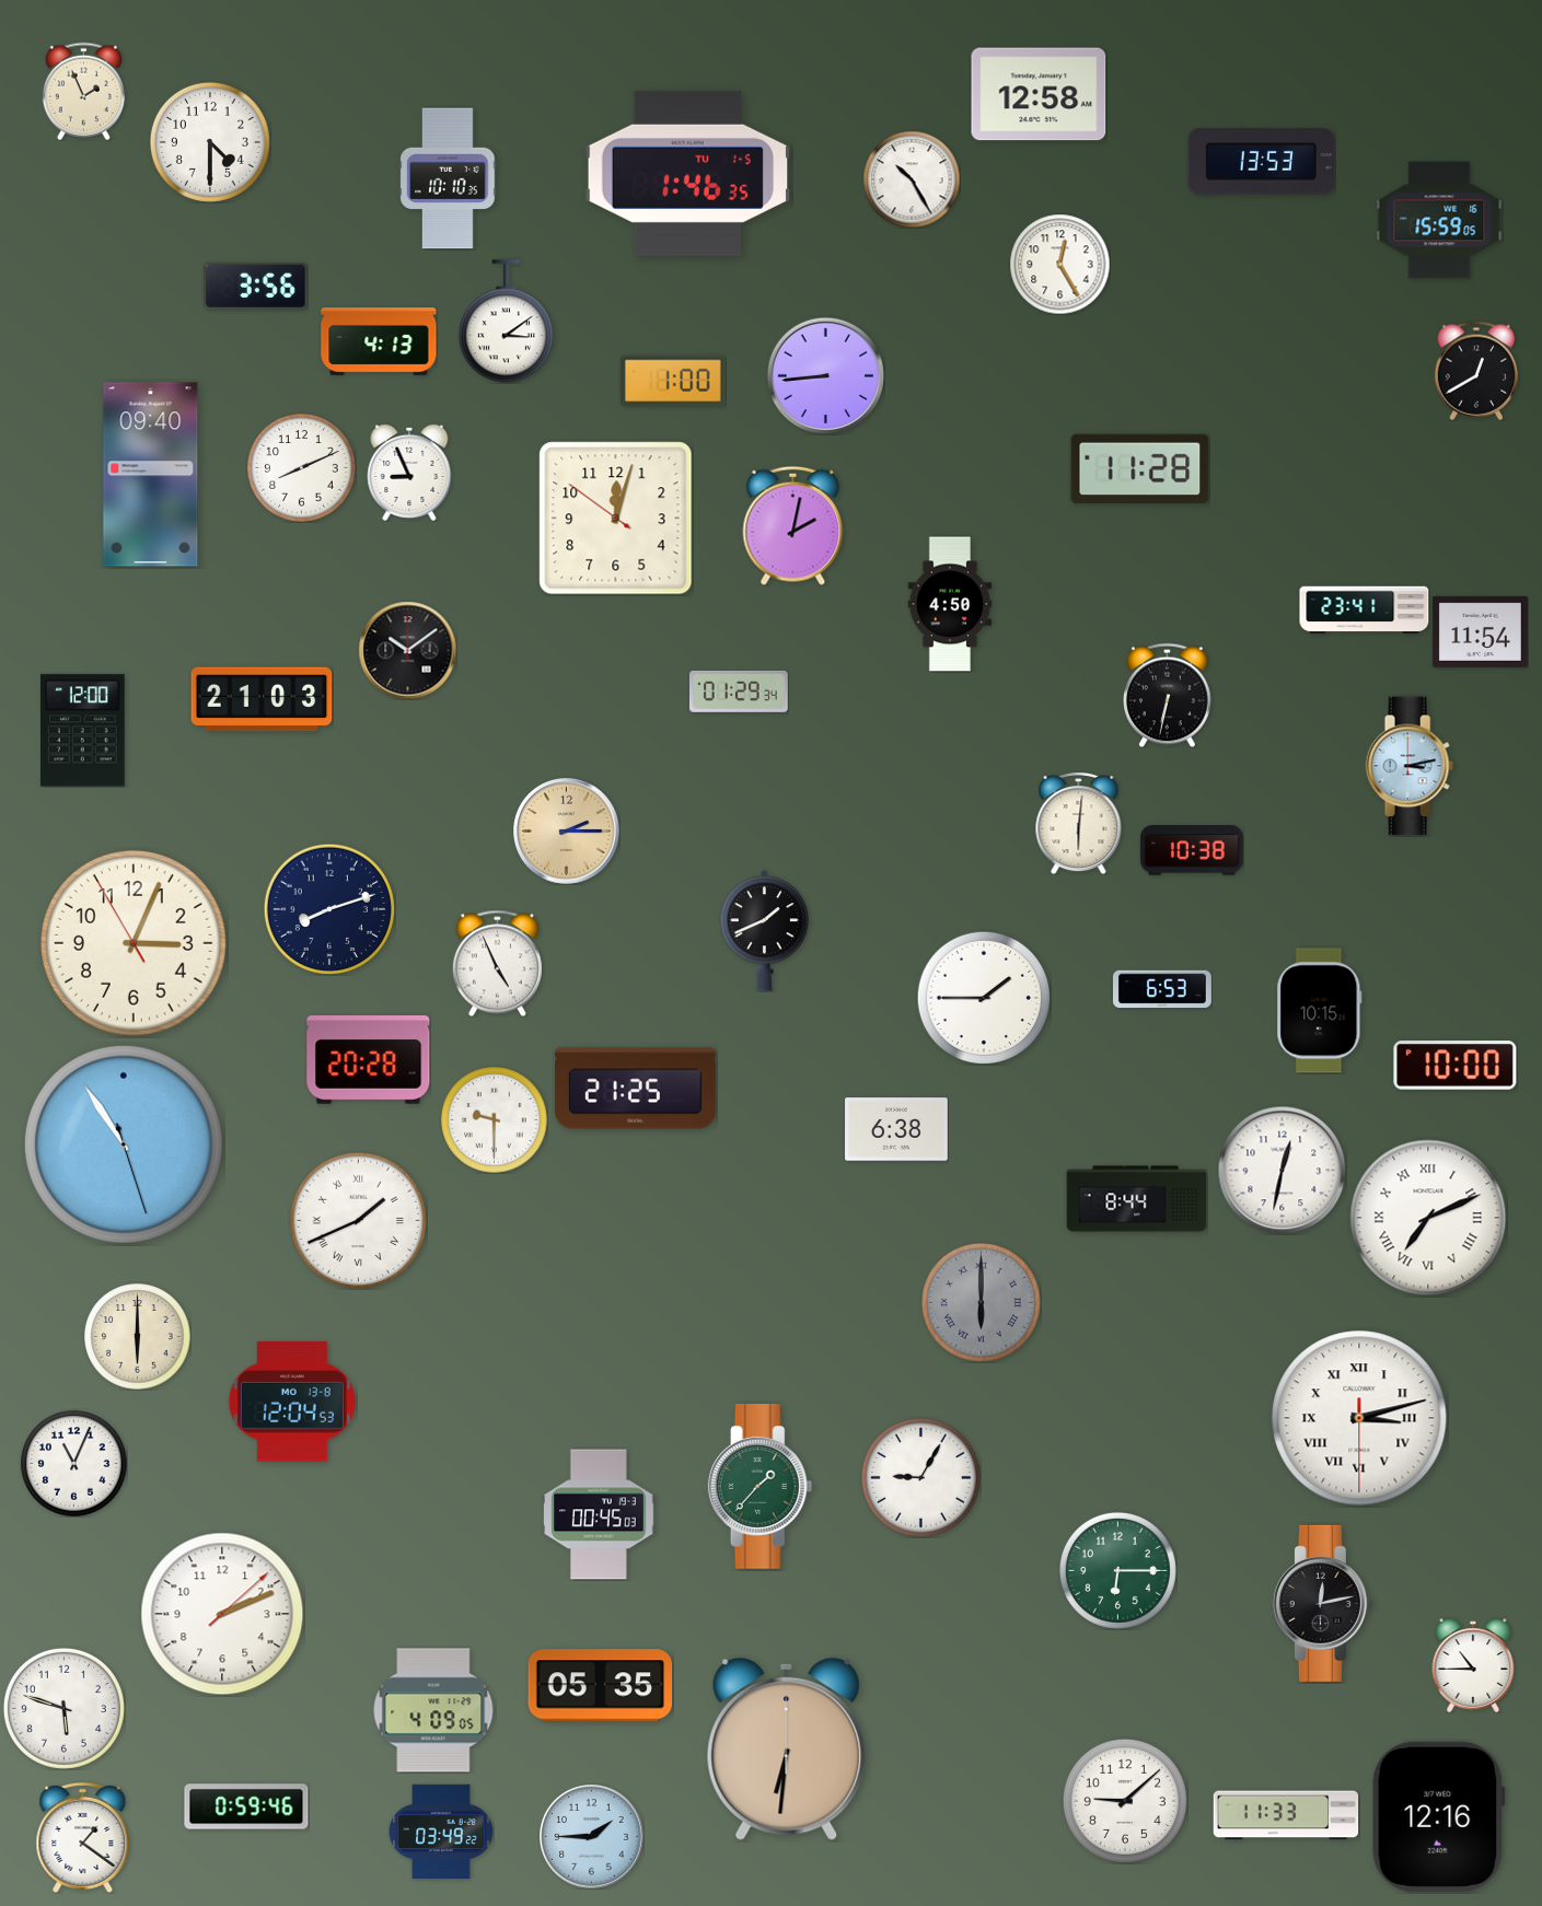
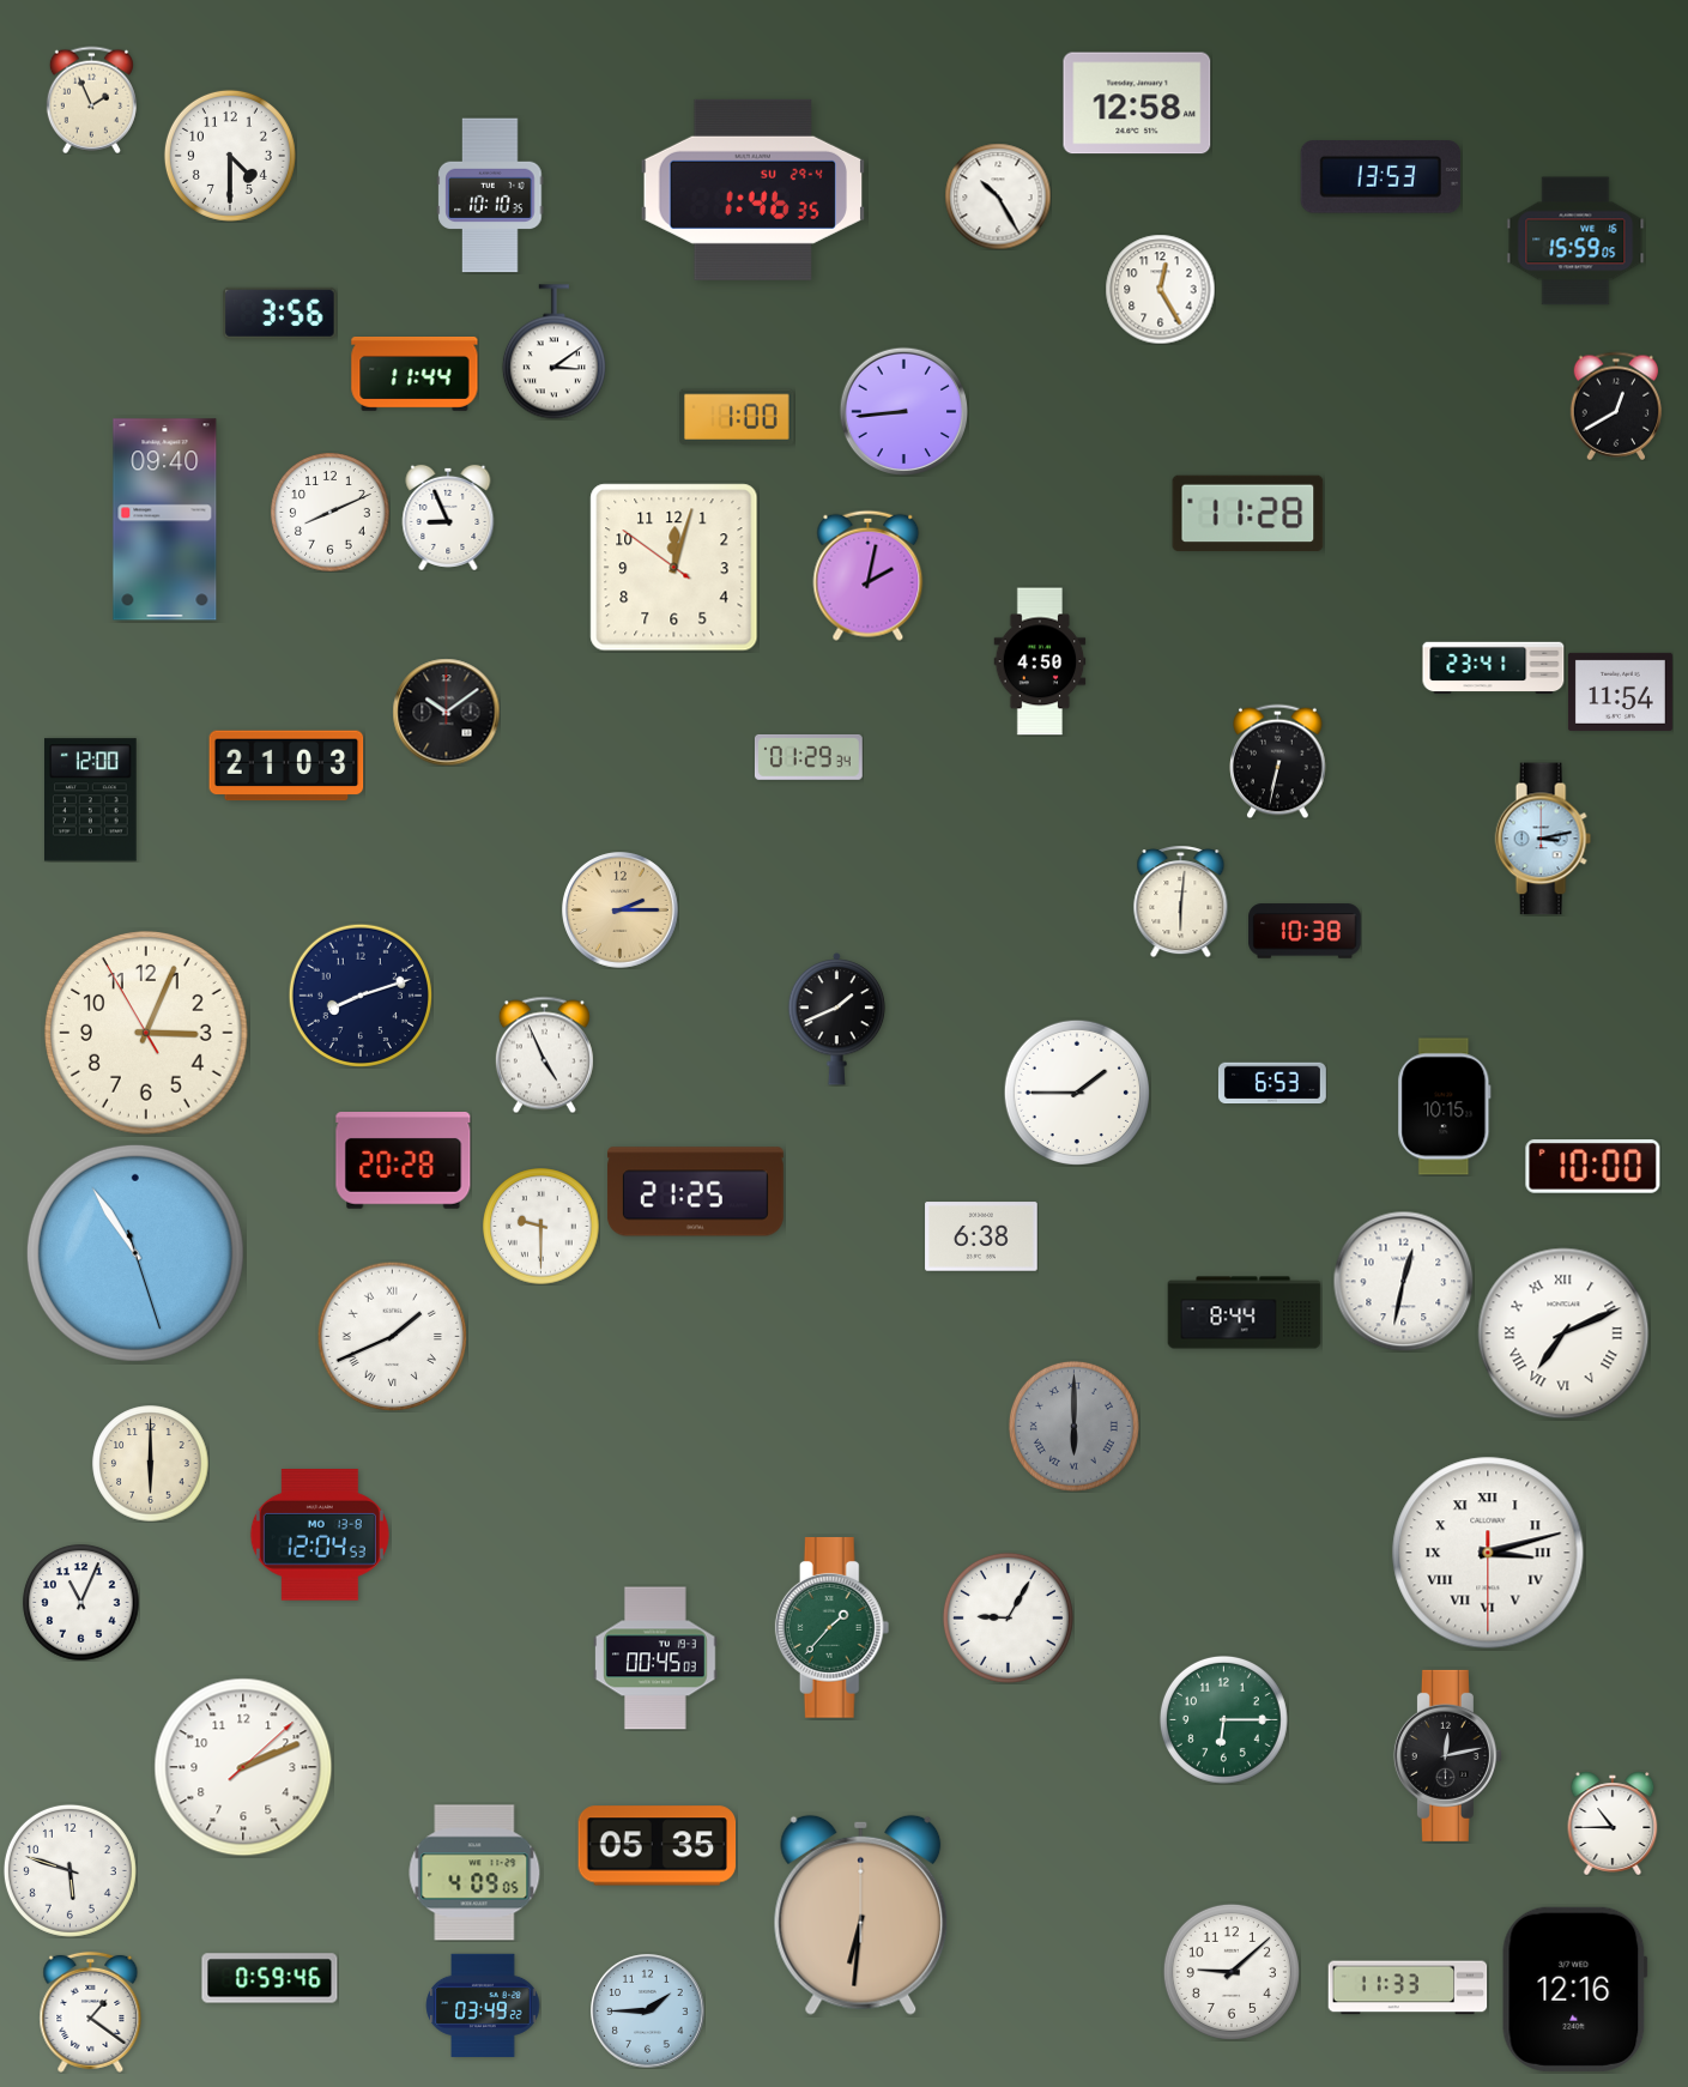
clock at (687, 173) date: TU 1-5 -> SU 29-4
clock at (379, 342): 4:13 -> 11:44
